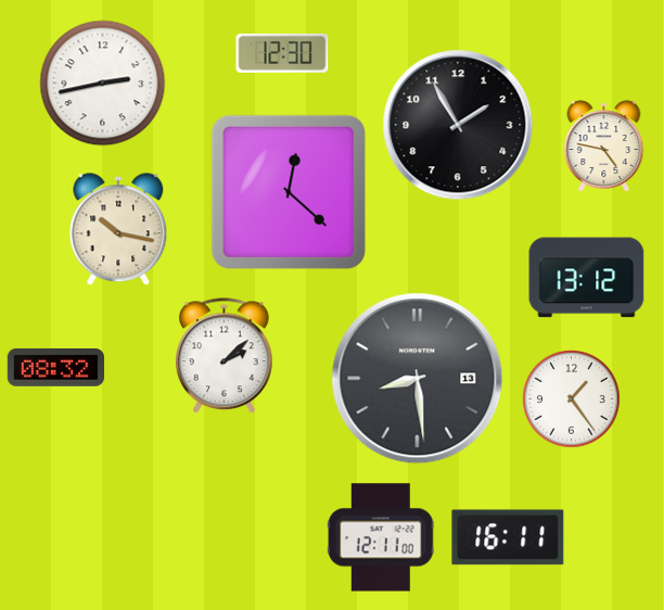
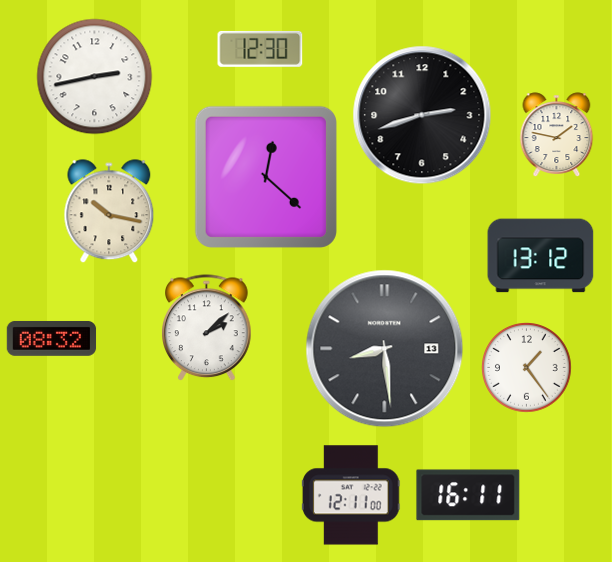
clock at (458, 125): 1:55 -> 2:42
clock at (604, 147): 4:47 -> 1:47
